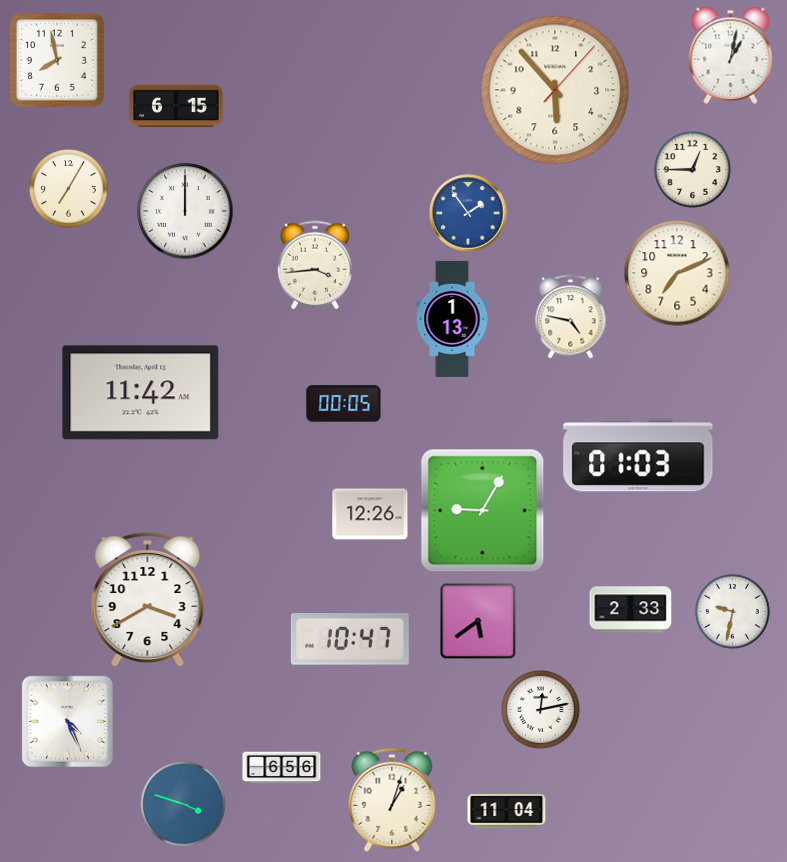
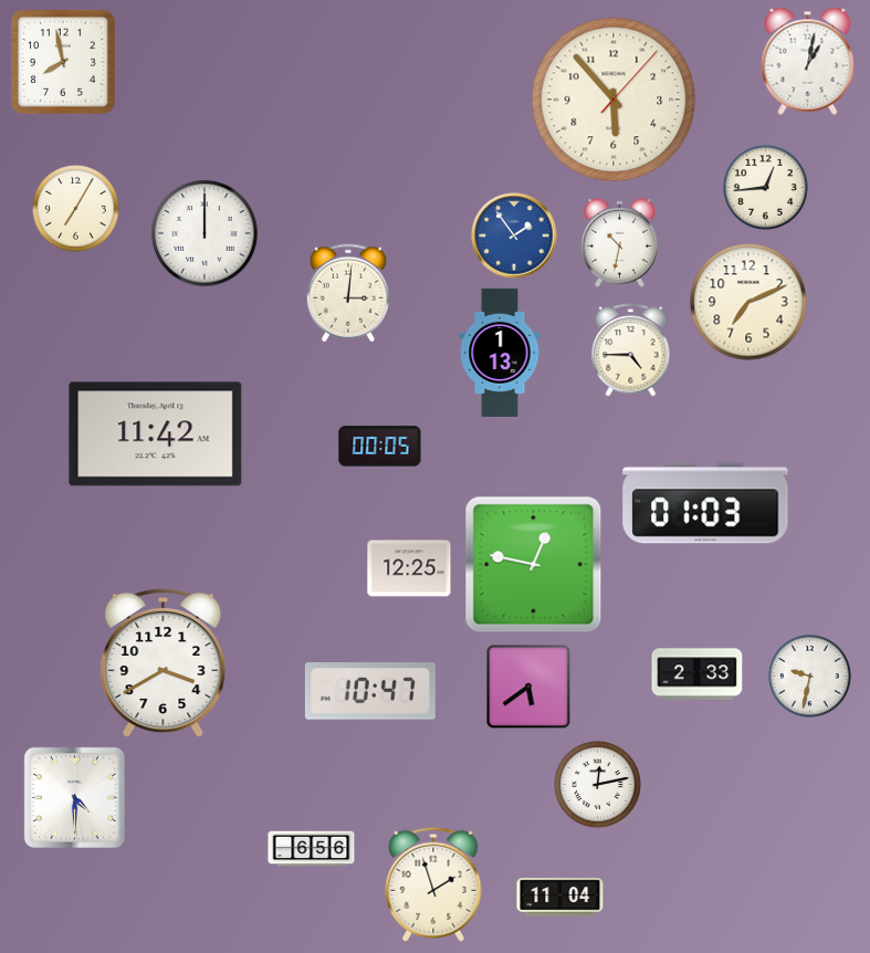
clock at (58, 61) position: (58, 61) -> (64, 63)
clock at (176, 106): 6:15 -> none
clock at (693, 170): 12:45 -> 12:44
clock at (468, 213) position: (468, 213) -> (514, 235)
clock at (620, 242): none -> 10:32
clock at (315, 265): 3:44 -> 3:01
clock at (571, 317): 4:47 -> 4:45
clock at (483, 511): 9:05 -> 12:47
clock at (370, 514): 12:26 -> 12:25
clock at (350, 639) position: (350, 639) -> (370, 691)
clock at (67, 721): 4:26 -> 4:30
clock at (392, 800): 1:03 -> 1:57
clock at (183, 804): 3:48 -> none
